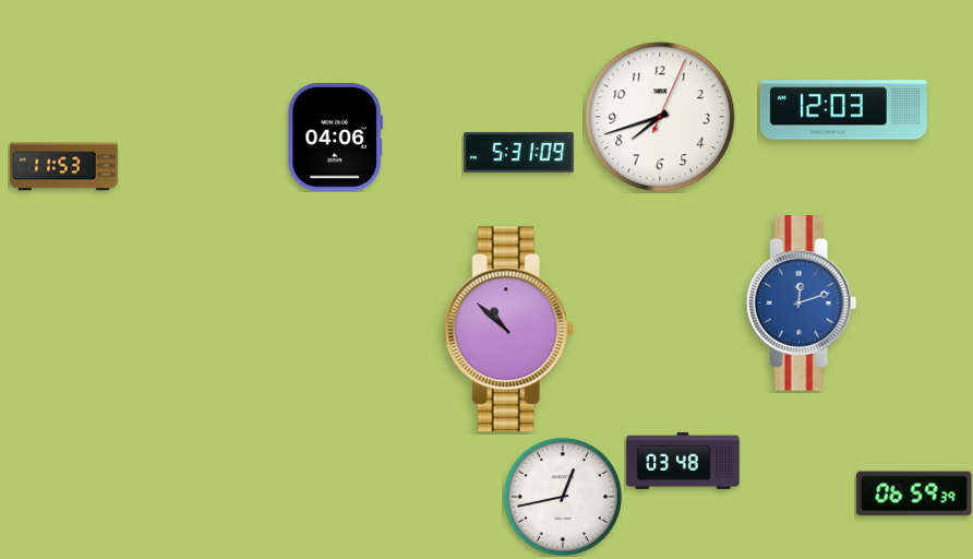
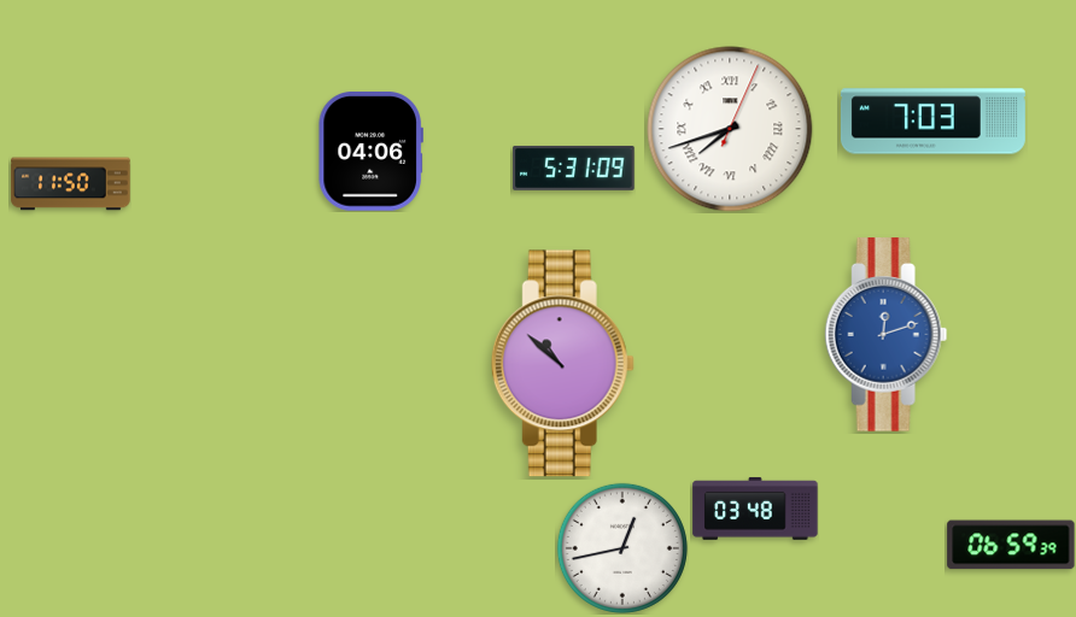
clock at (843, 110): 12:03 -> 7:03
clock at (660, 117) numerals: Arabic -> Roman
clock at (64, 167): 11:53 -> 11:50
